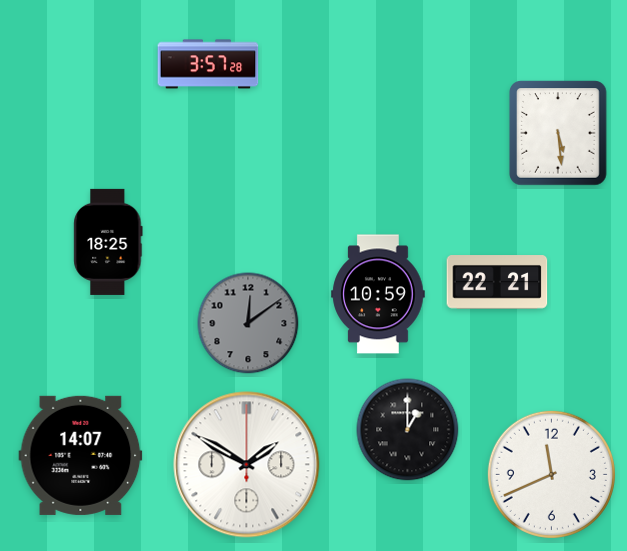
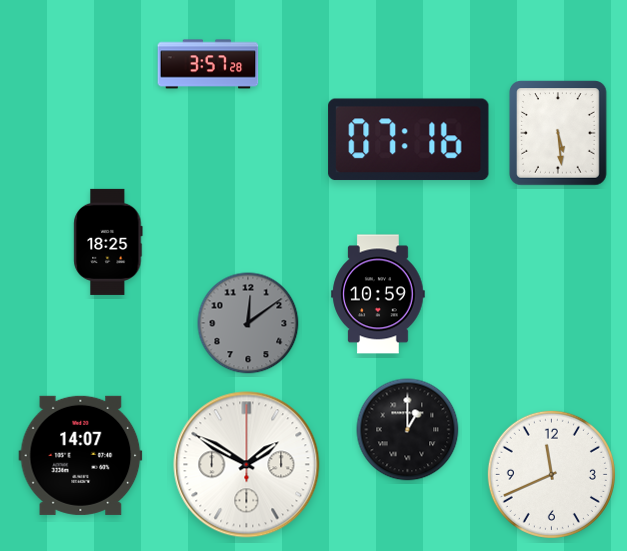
clock at (409, 140): none -> 07:16
clock at (497, 282): 22:21 -> none
